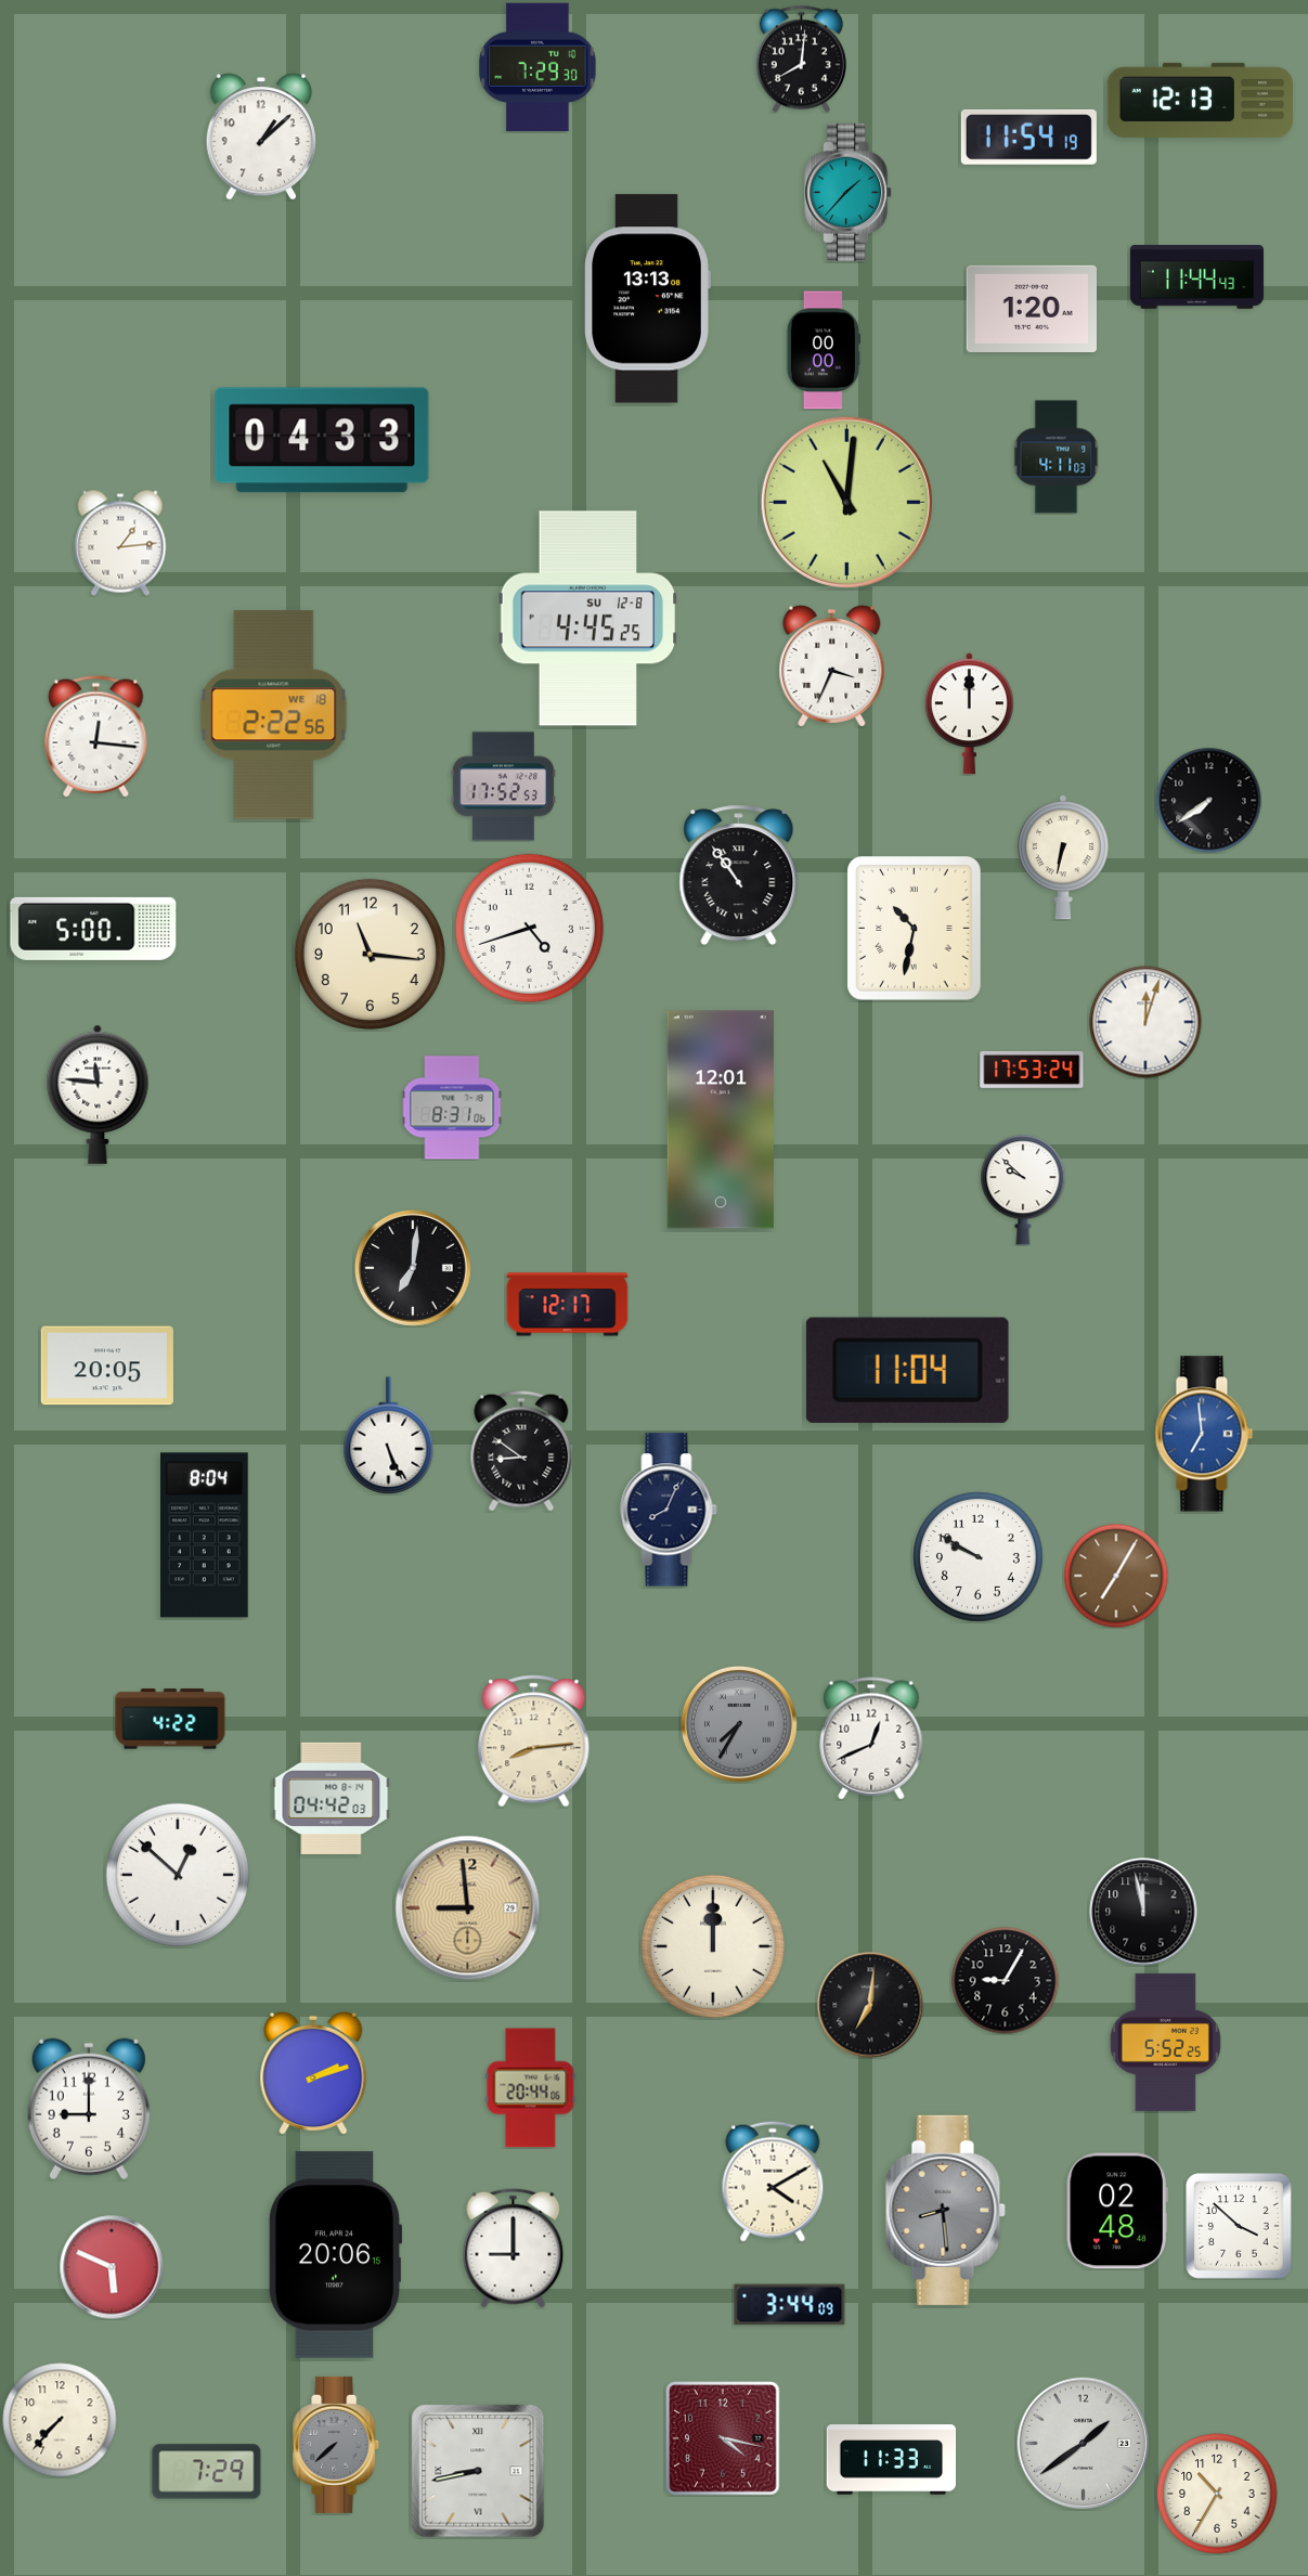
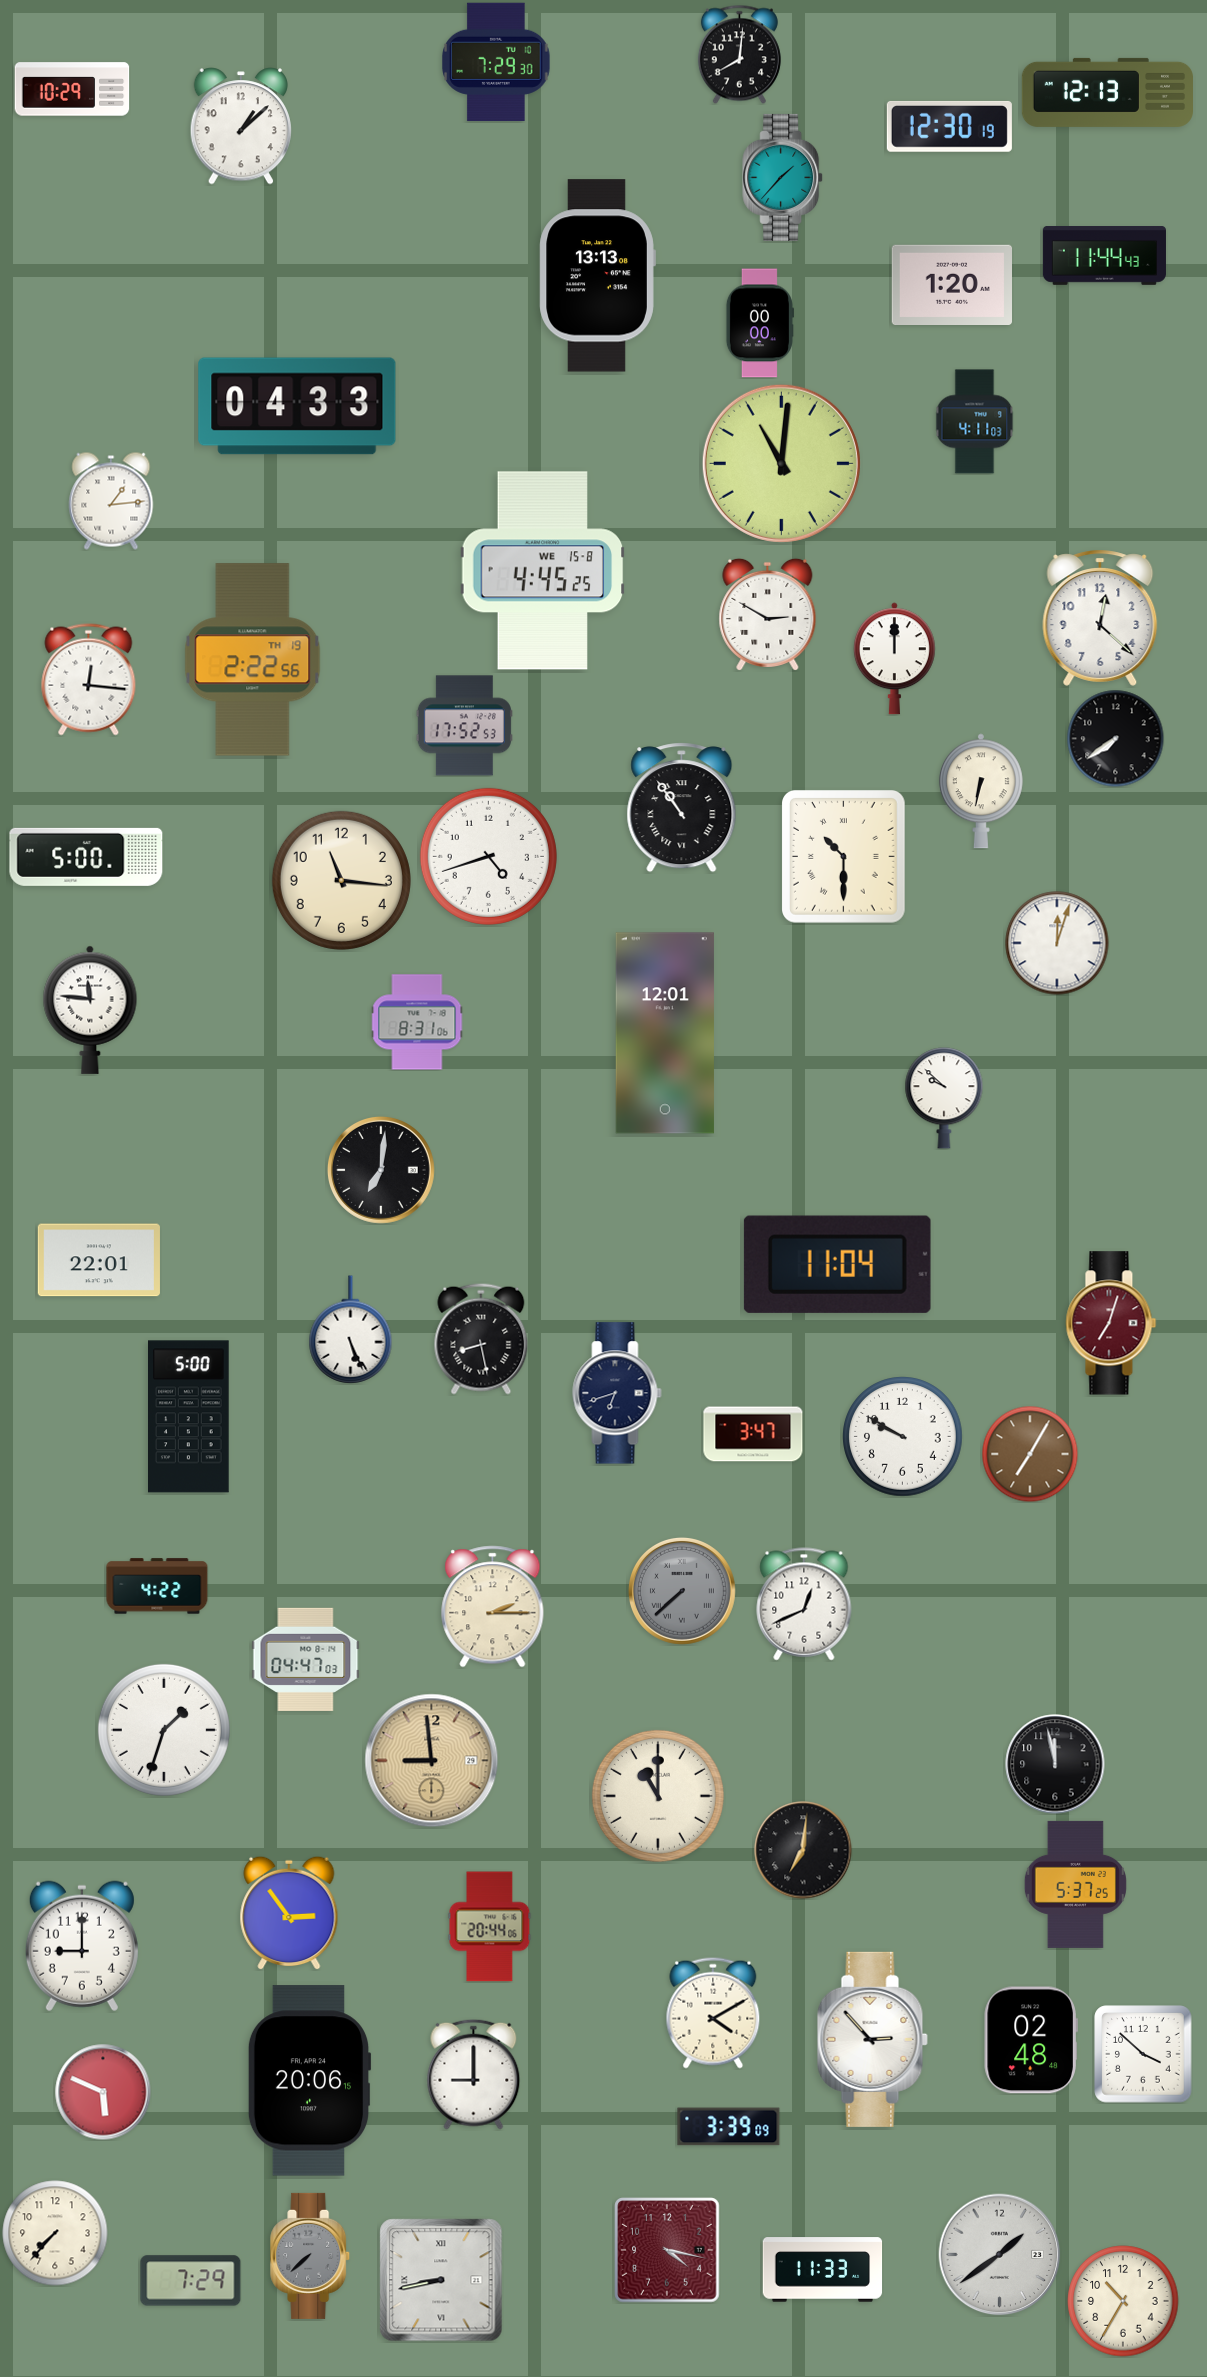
clock at (72, 89): none -> 10:29
clock at (1028, 137): 11:54 -> 12:30
clock at (588, 619) date: SU 12-8 -> WE 15-8
clock at (832, 665): 3:34 -> 2:50
clock at (1100, 618): none -> 12:22
clock at (274, 715) date: WE 18 -> TH 19
clock at (915, 929): 10:32 -> 10:30
clock at (1032, 1070): 17:53 -> none
clock at (568, 1305): 12:17 -> none
clock at (107, 1365): 20:05 -> 22:01
clock at (1204, 1434): 6:59 -> 7:03
clock at (1204, 1434) dial: blue -> burgundy
clock at (389, 1436) position: (389, 1436) -> (351, 1330)
clock at (521, 1451): 8:51 -> 8:28
clock at (669, 1510): 8:04 -> 6:42
clock at (205, 1536): 8:04 -> 5:00
clock at (753, 1434): none -> 3:47
clock at (739, 1724): 7:35 -> 7:38
clock at (534, 1742): 8:14 -> 2:15
clock at (332, 1798): 04:42 -> 04:47
clock at (178, 1875): 12:52 -> 1:33
clock at (713, 1946): 12:00 -> 11:00
clock at (1006, 1981): 9:05 -> none
clock at (1165, 2042): 5:52 -> 5:37
clock at (313, 2073): 2:12 -> 2:54
clock at (945, 2210): 8:29 -> 2:53
clock at (945, 2210) dial: grey -> white
clock at (790, 2305): 3:44 -> 3:39
